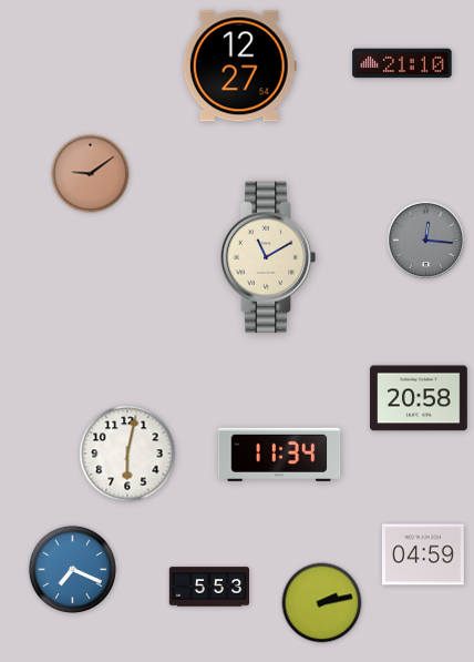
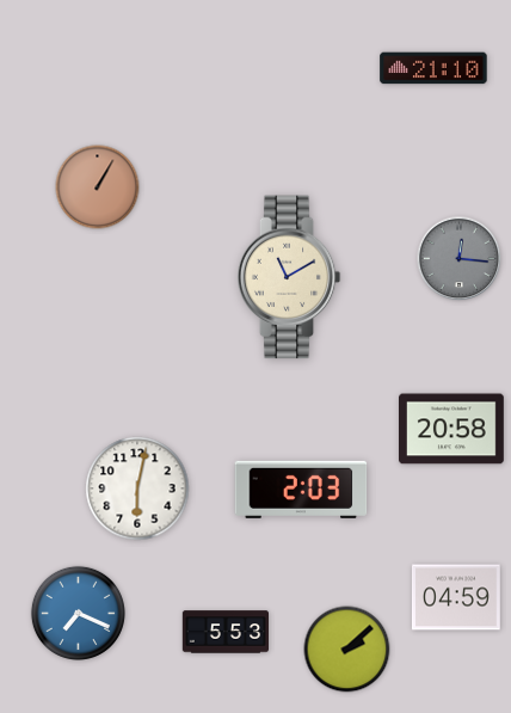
clock at (239, 67): 12:27 -> none
clock at (91, 174): 9:09 -> 1:05
clock at (279, 455): 11:34 -> 2:03
clock at (322, 603): 2:13 -> 2:08
